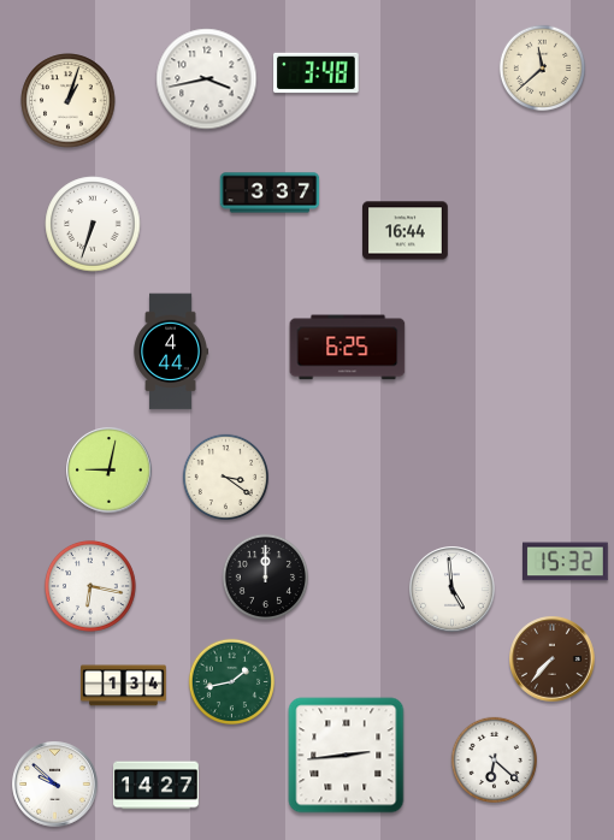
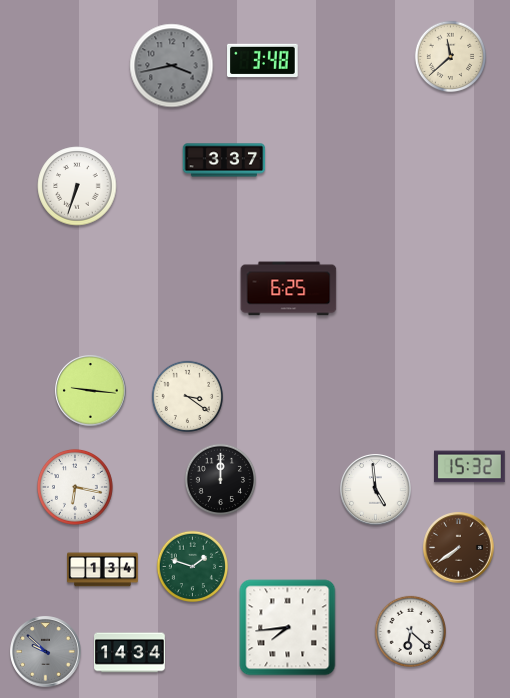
clock at (207, 79) dial: white -> grey
clock at (69, 101): 1:03 -> none
clock at (406, 231): 16:44 -> none
clock at (170, 351): 4:44 -> none
clock at (110, 471): 9:02 -> 9:16
clock at (553, 659): 7:37 -> 7:39
clock at (231, 681): 1:43 -> 1:48
clock at (347, 756): 2:44 -> 7:44
clock at (55, 785) dial: white -> grey
clock at (157, 786): 14:27 -> 14:34
